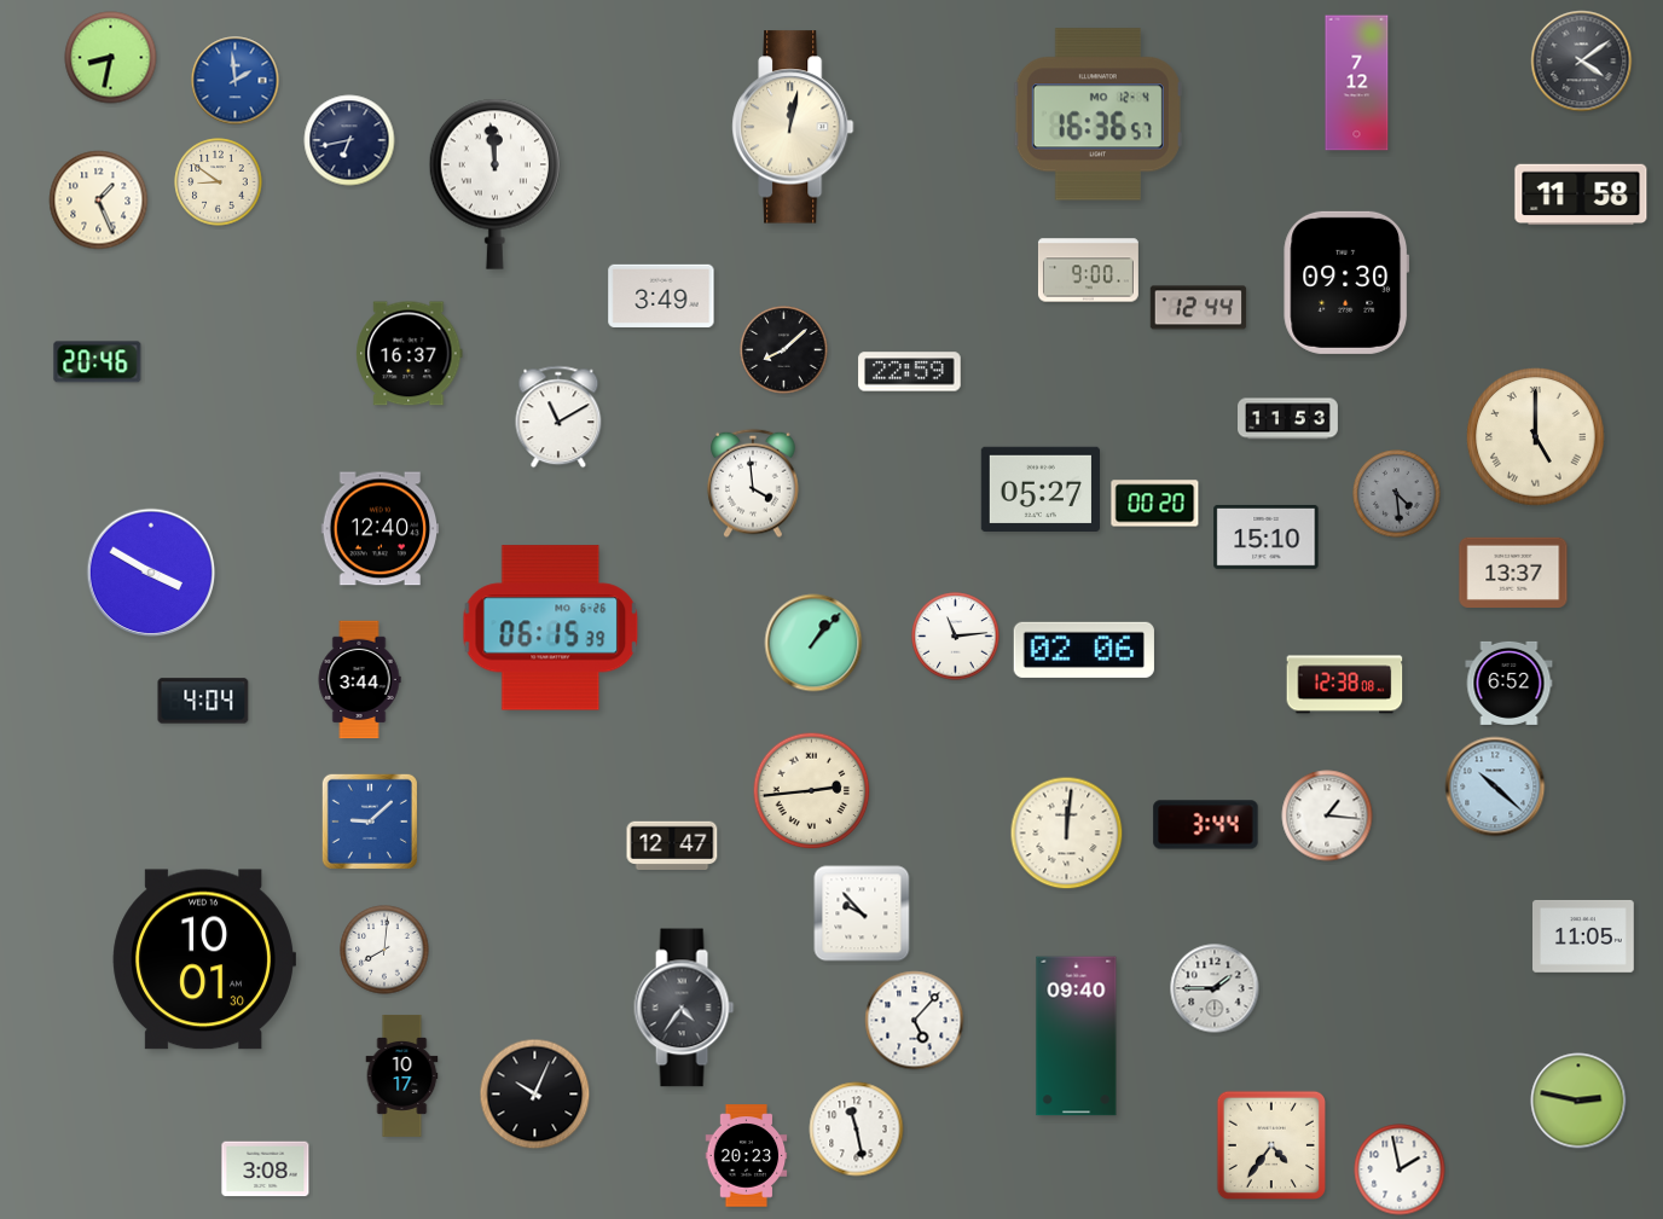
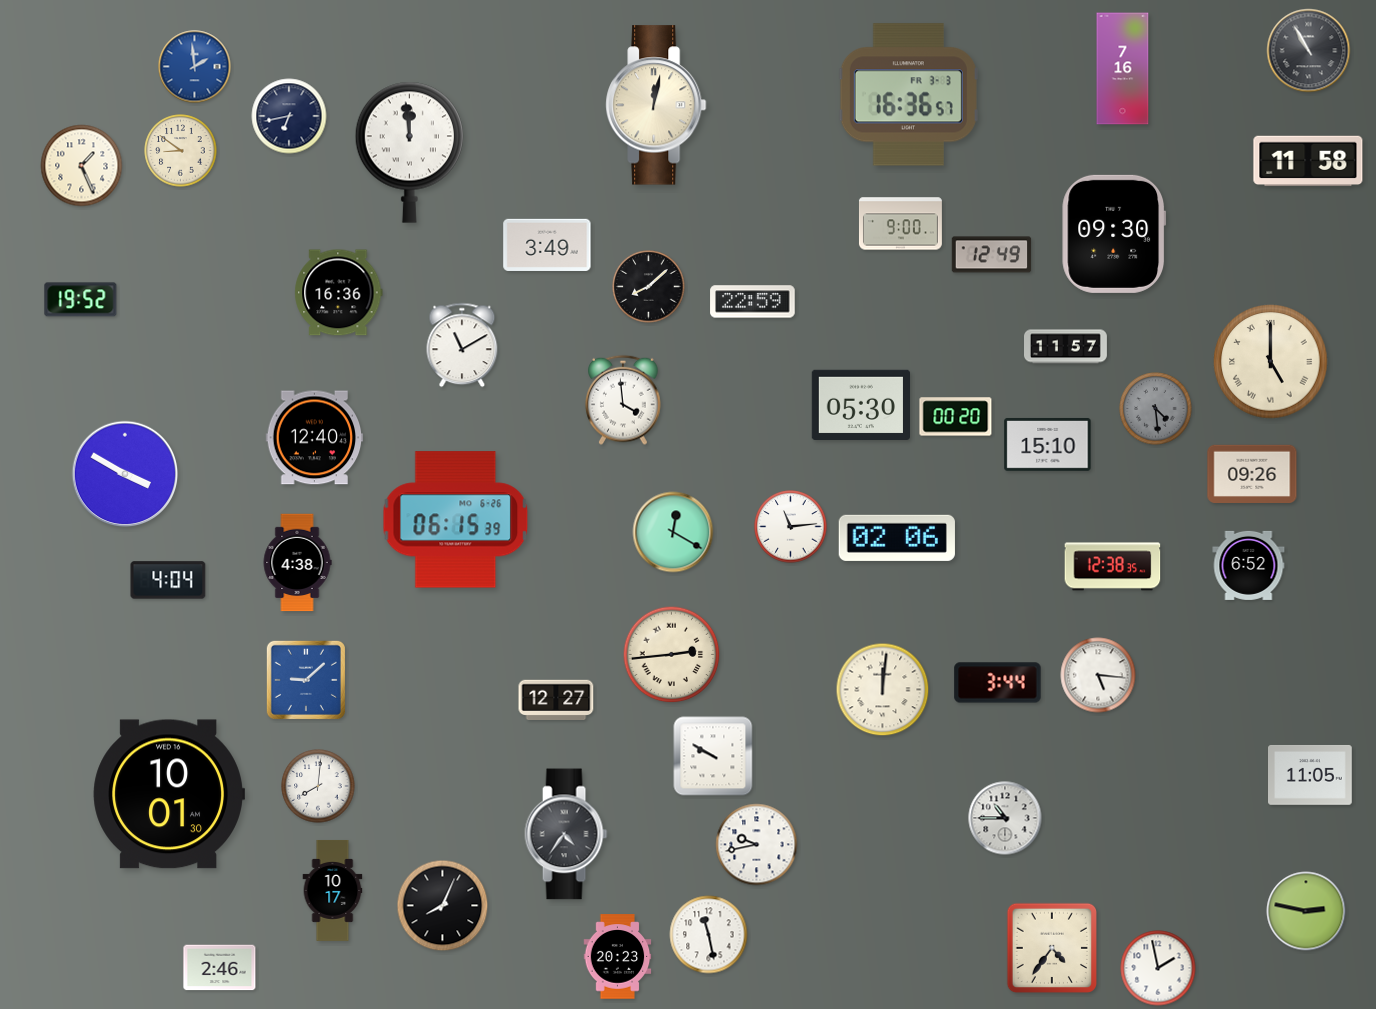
clock at (111, 58): 8:32 -> none
clock at (1582, 62): 4:09 -> 10:55
clock at (1357, 83): 7:12 -> 7:16
clock at (1097, 115) date: MO 12-4 -> FR 3-3
clock at (1199, 308): 12:44 -> 12:49
clock at (784, 350) position: (784, 350) -> (649, 287)
clock at (410, 354): 16:37 -> 16:36
clock at (98, 362): 20:46 -> 19:52
clock at (910, 372) position: (910, 372) -> (753, 302)
clock at (1288, 419): 11:53 -> 11:57
clock at (1039, 488): 05:27 -> 05:30
clock at (1513, 571): 13:37 -> 09:26
clock at (813, 643): 1:07 -> 12:20
clock at (359, 680): 3:44 -> 4:38
clock at (1345, 685): 12:38:08 -> 12:38:35
clock at (1495, 786): 10:22 -> none
clock at (1327, 815): 1:16 -> 5:16
clock at (672, 846): 12:47 -> 12:27
clock at (862, 913): 9:53 -> 9:50
clock at (1215, 988): 1:45 -> 10:45
clock at (915, 1021): 5:07 -> 9:43
clock at (1077, 1037): 09:40 -> none
clock at (535, 1095): 10:04 -> 8:04
clock at (266, 1169): 3:08 -> 2:46
